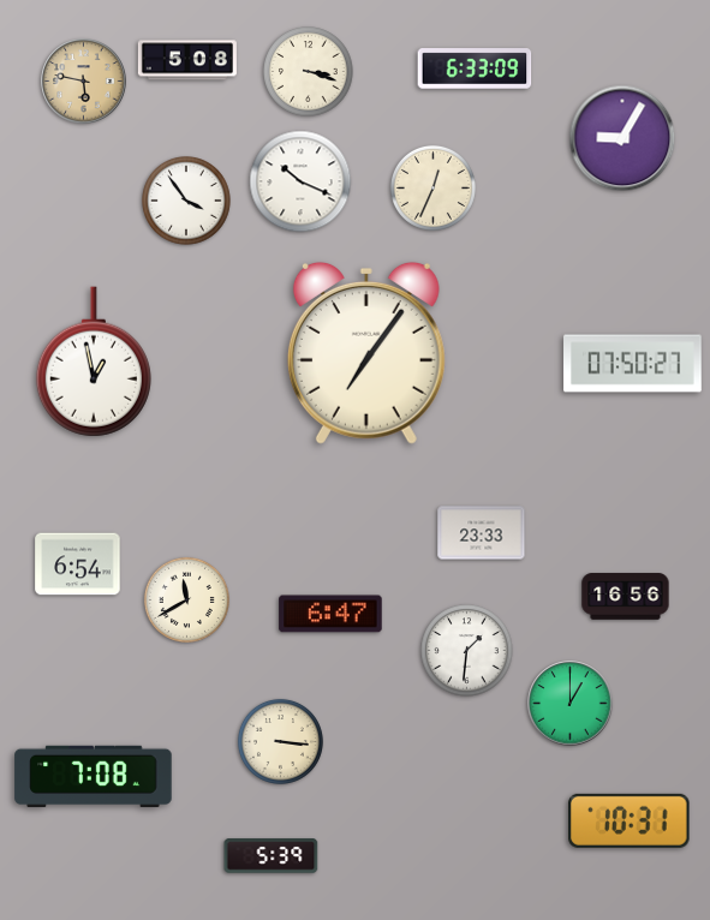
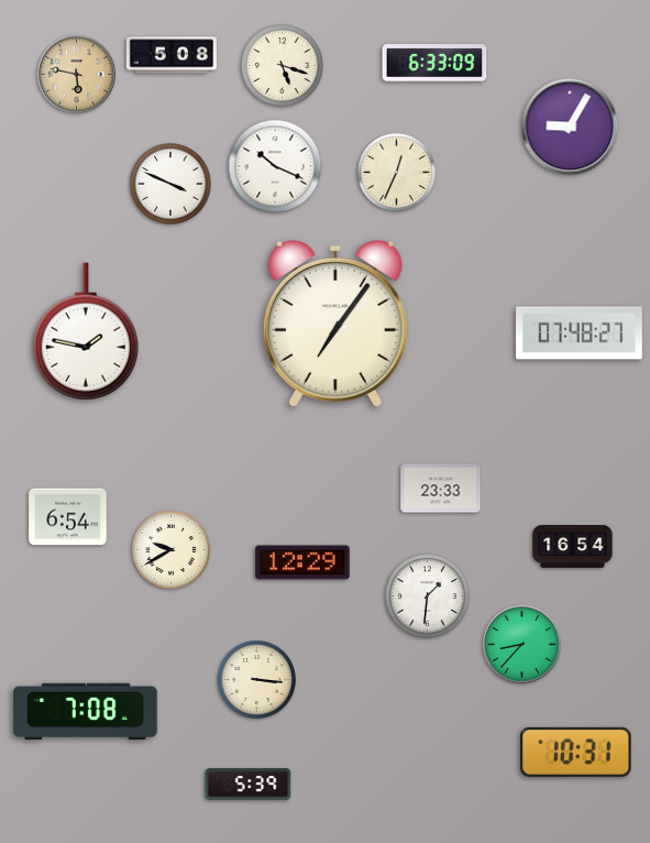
clock at (309, 72): 3:18 -> 5:18
clock at (187, 202): 3:54 -> 3:49
clock at (94, 362): 12:58 -> 1:47
clock at (633, 364): 07:50 -> 07:48
clock at (78, 564) position: (78, 564) -> (68, 517)
clock at (626, 597): 16:56 -> 16:54
clock at (186, 599): 11:40 -> 9:40
clock at (330, 614): 6:47 -> 12:29
clock at (571, 704): 1:00 -> 8:37
